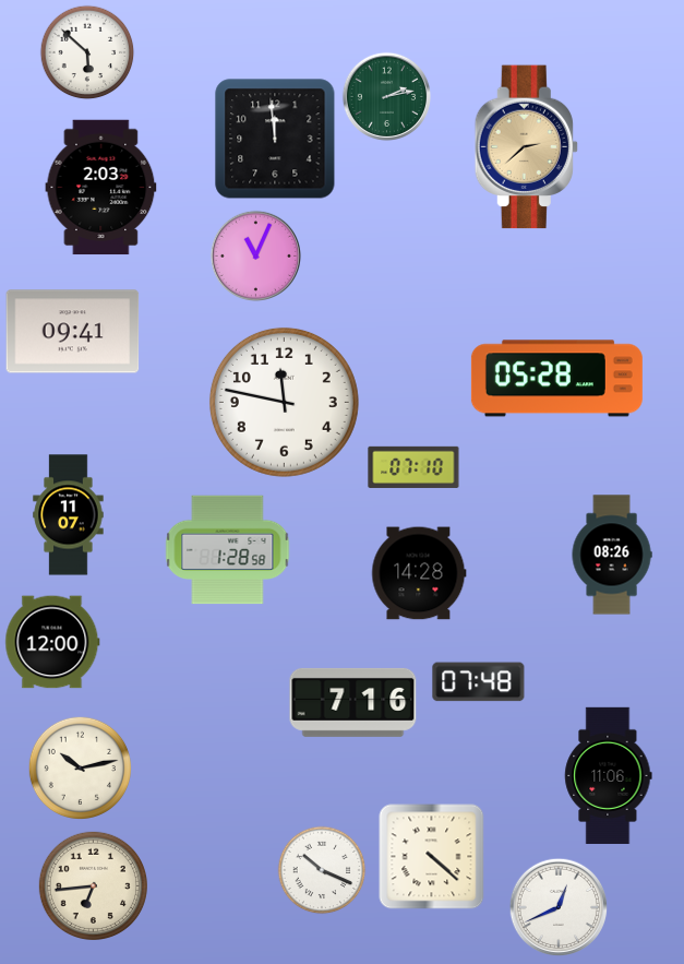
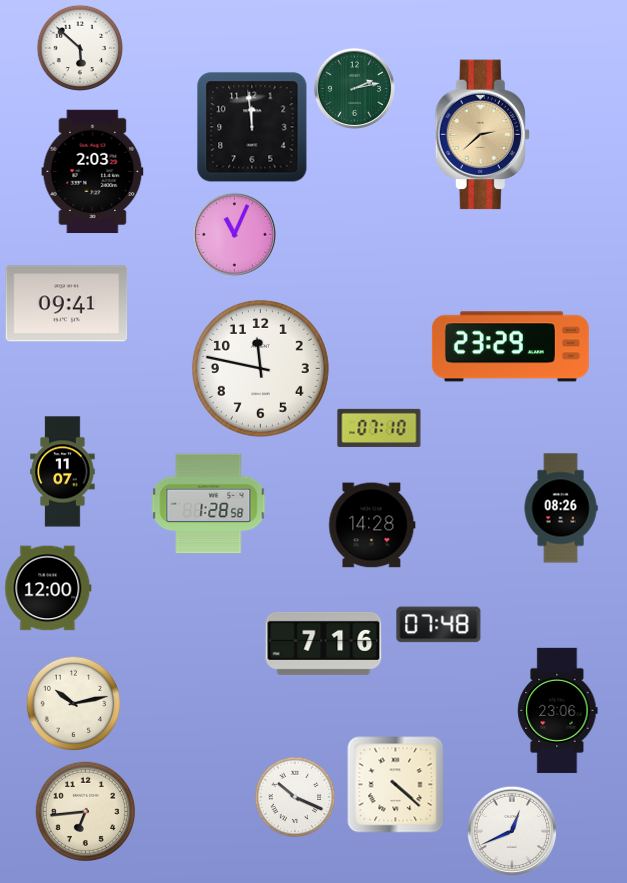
clock at (556, 379): 05:28 -> 23:29
clock at (419, 573) position: (419, 573) -> (372, 525)
clock at (609, 775): 11:06 -> 23:06
